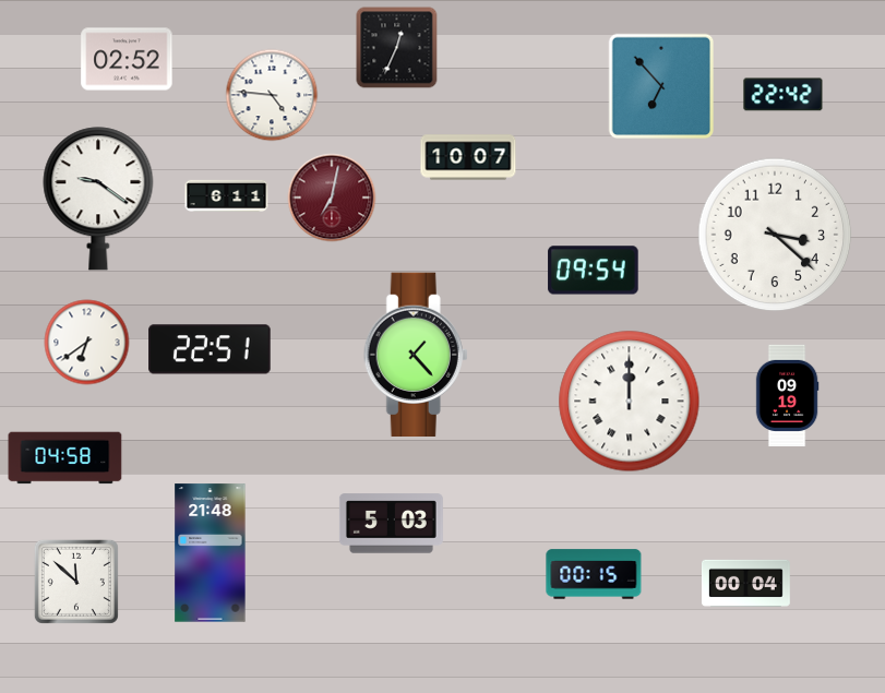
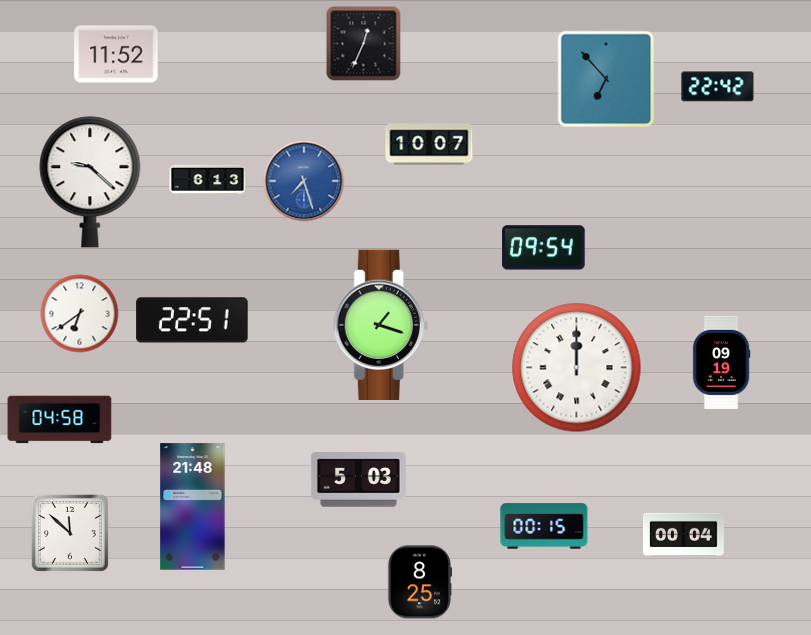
clock at (127, 59): 02:52 -> 11:52
clock at (272, 95): 4:46 -> none
clock at (227, 195): 6:11 -> 6:13
clock at (332, 198): 7:02 -> 7:27
clock at (332, 198) dial: burgundy -> blue
clock at (98, 199): 9:21 -> 9:22
clock at (775, 235): 3:22 -> none
clock at (416, 354): 1:23 -> 1:18
clock at (420, 582): none -> 8:25
